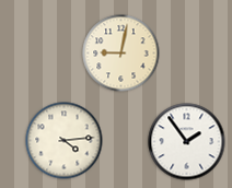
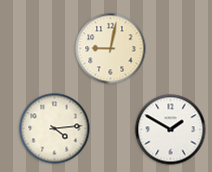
clock at (65, 141) position: (65, 141) -> (55, 129)
clock at (187, 142): 1:54 -> 1:50
